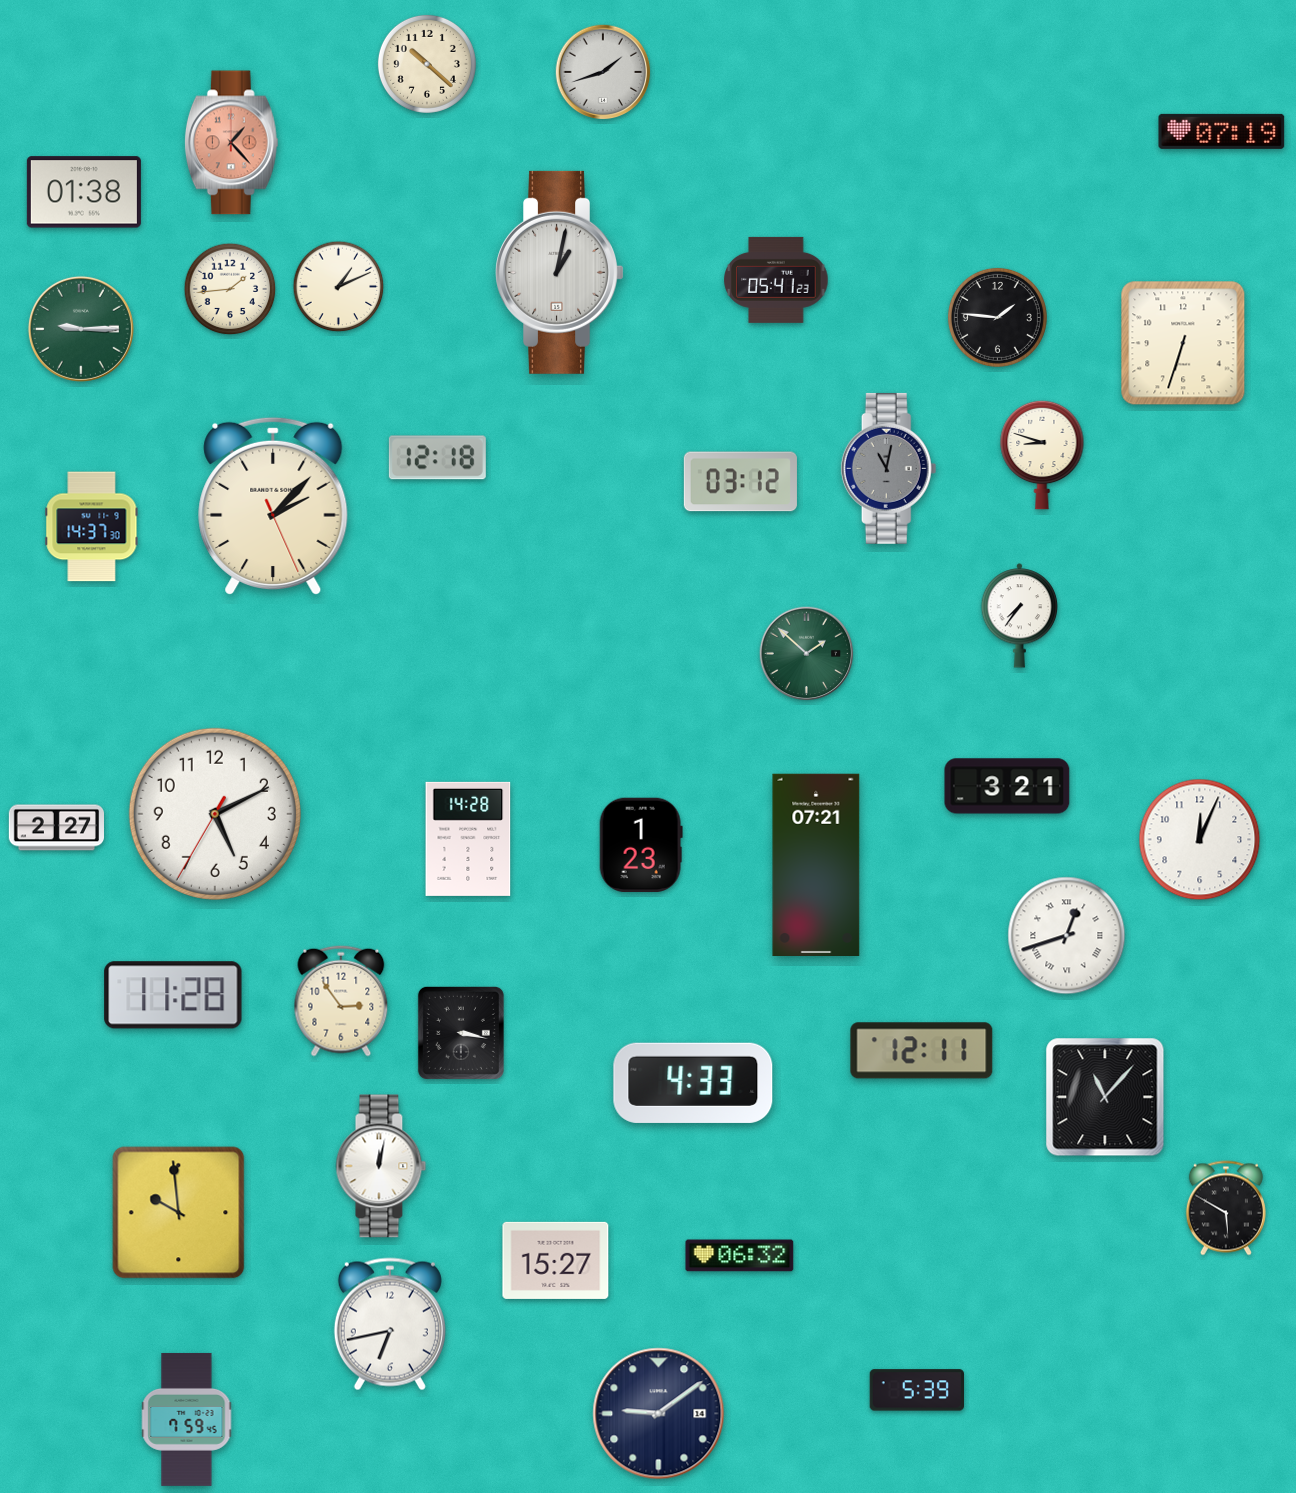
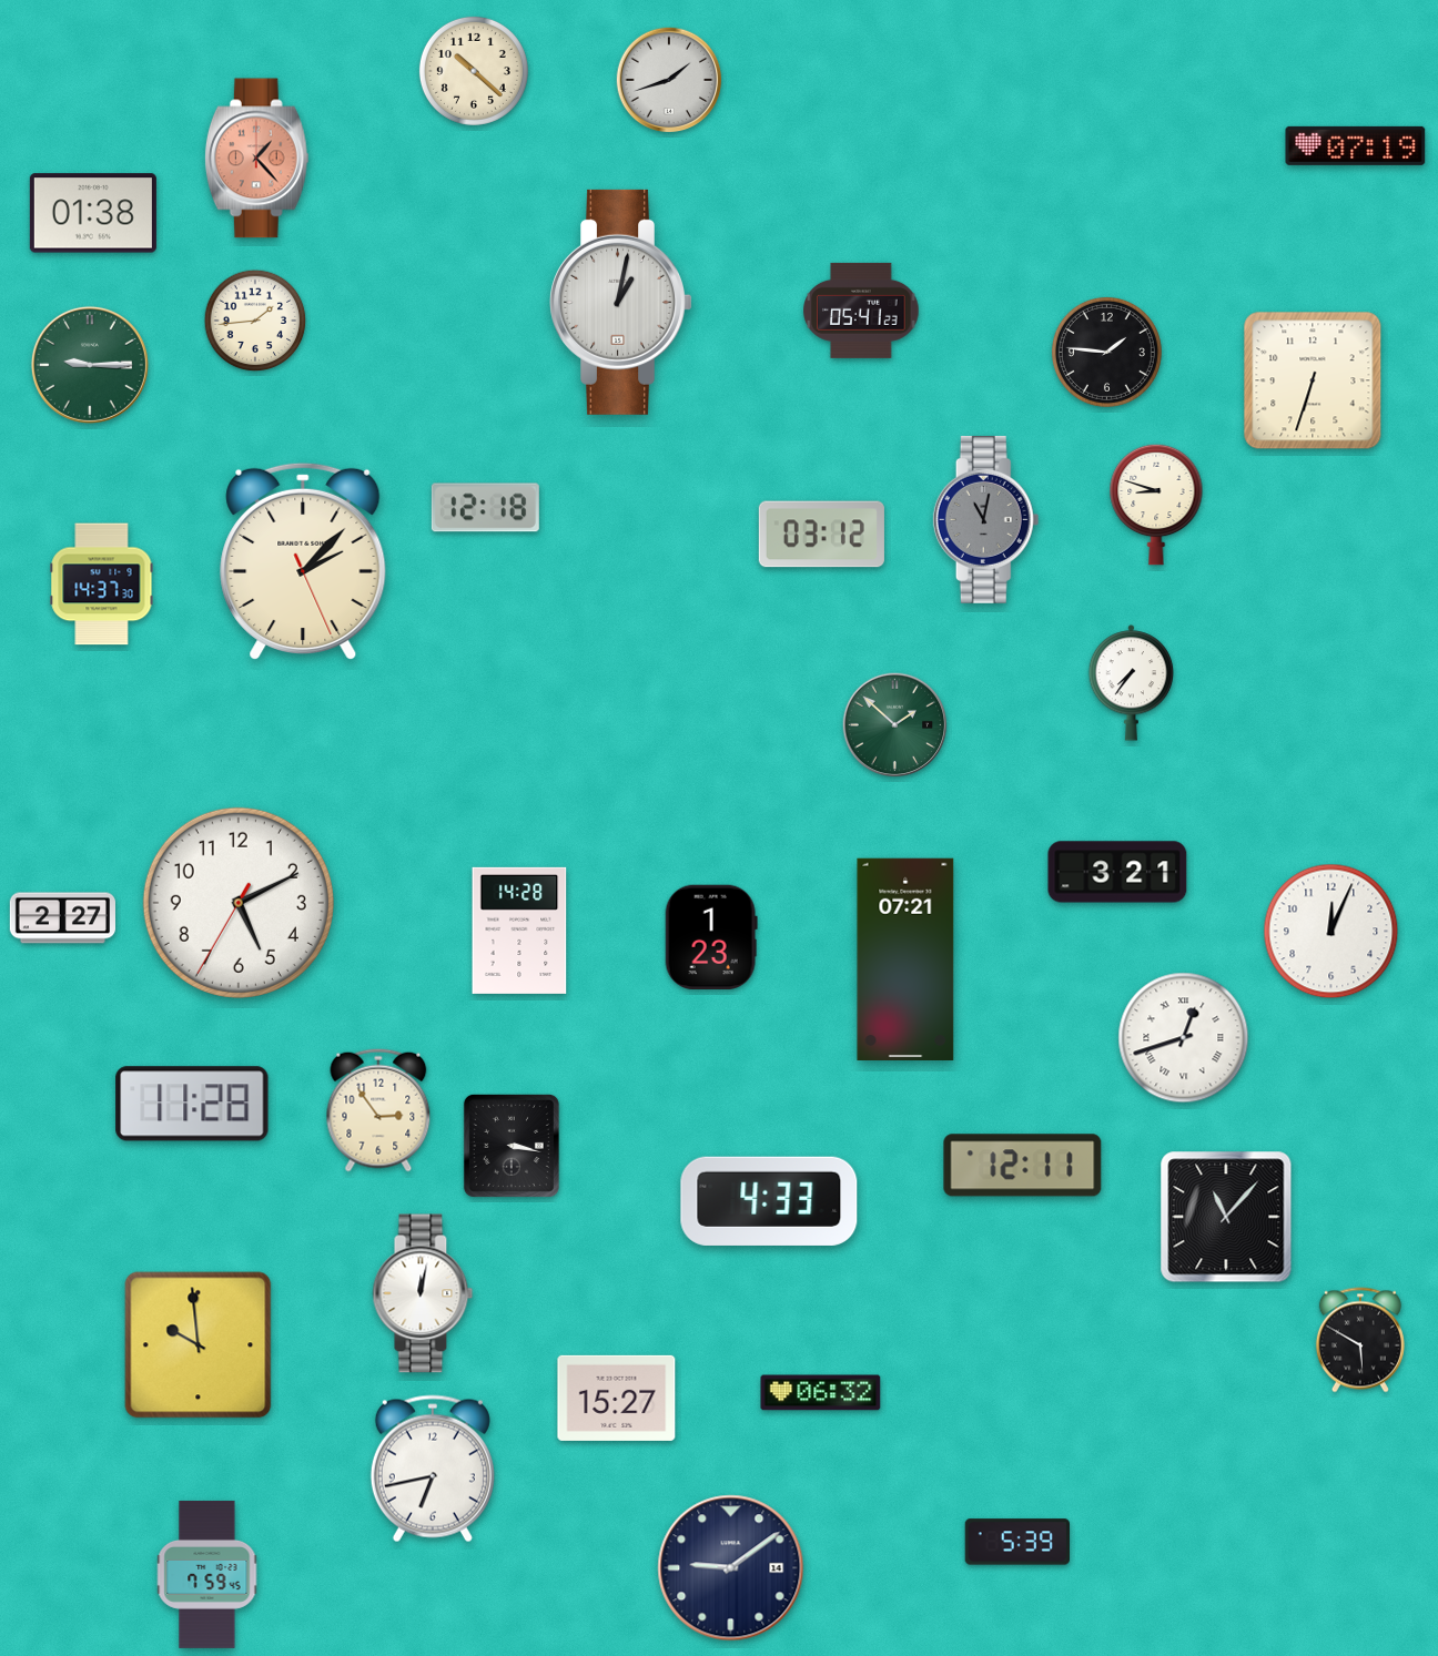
clock at (339, 287): 1:11 -> none
